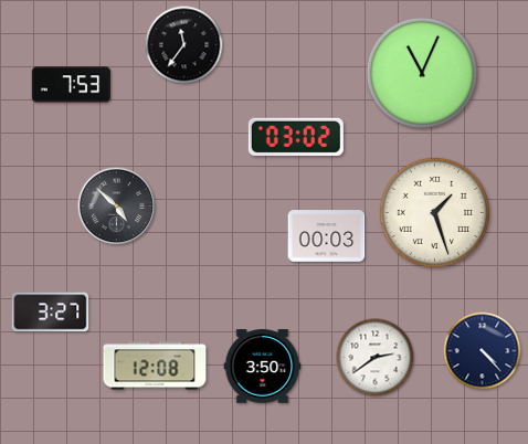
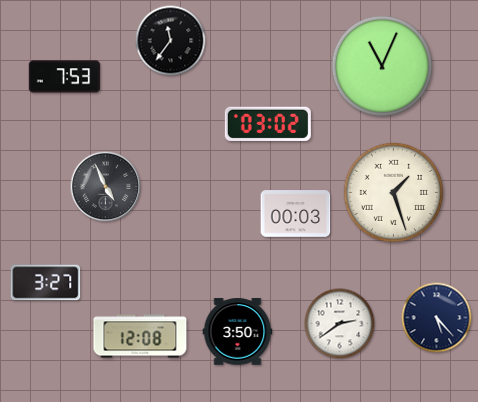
clock at (184, 45) position: (184, 45) -> (171, 41)
clock at (117, 207): 4:52 -> 4:56
clock at (483, 351): 4:23 -> 5:23
clock at (155, 366) position: (155, 366) -> (140, 336)
